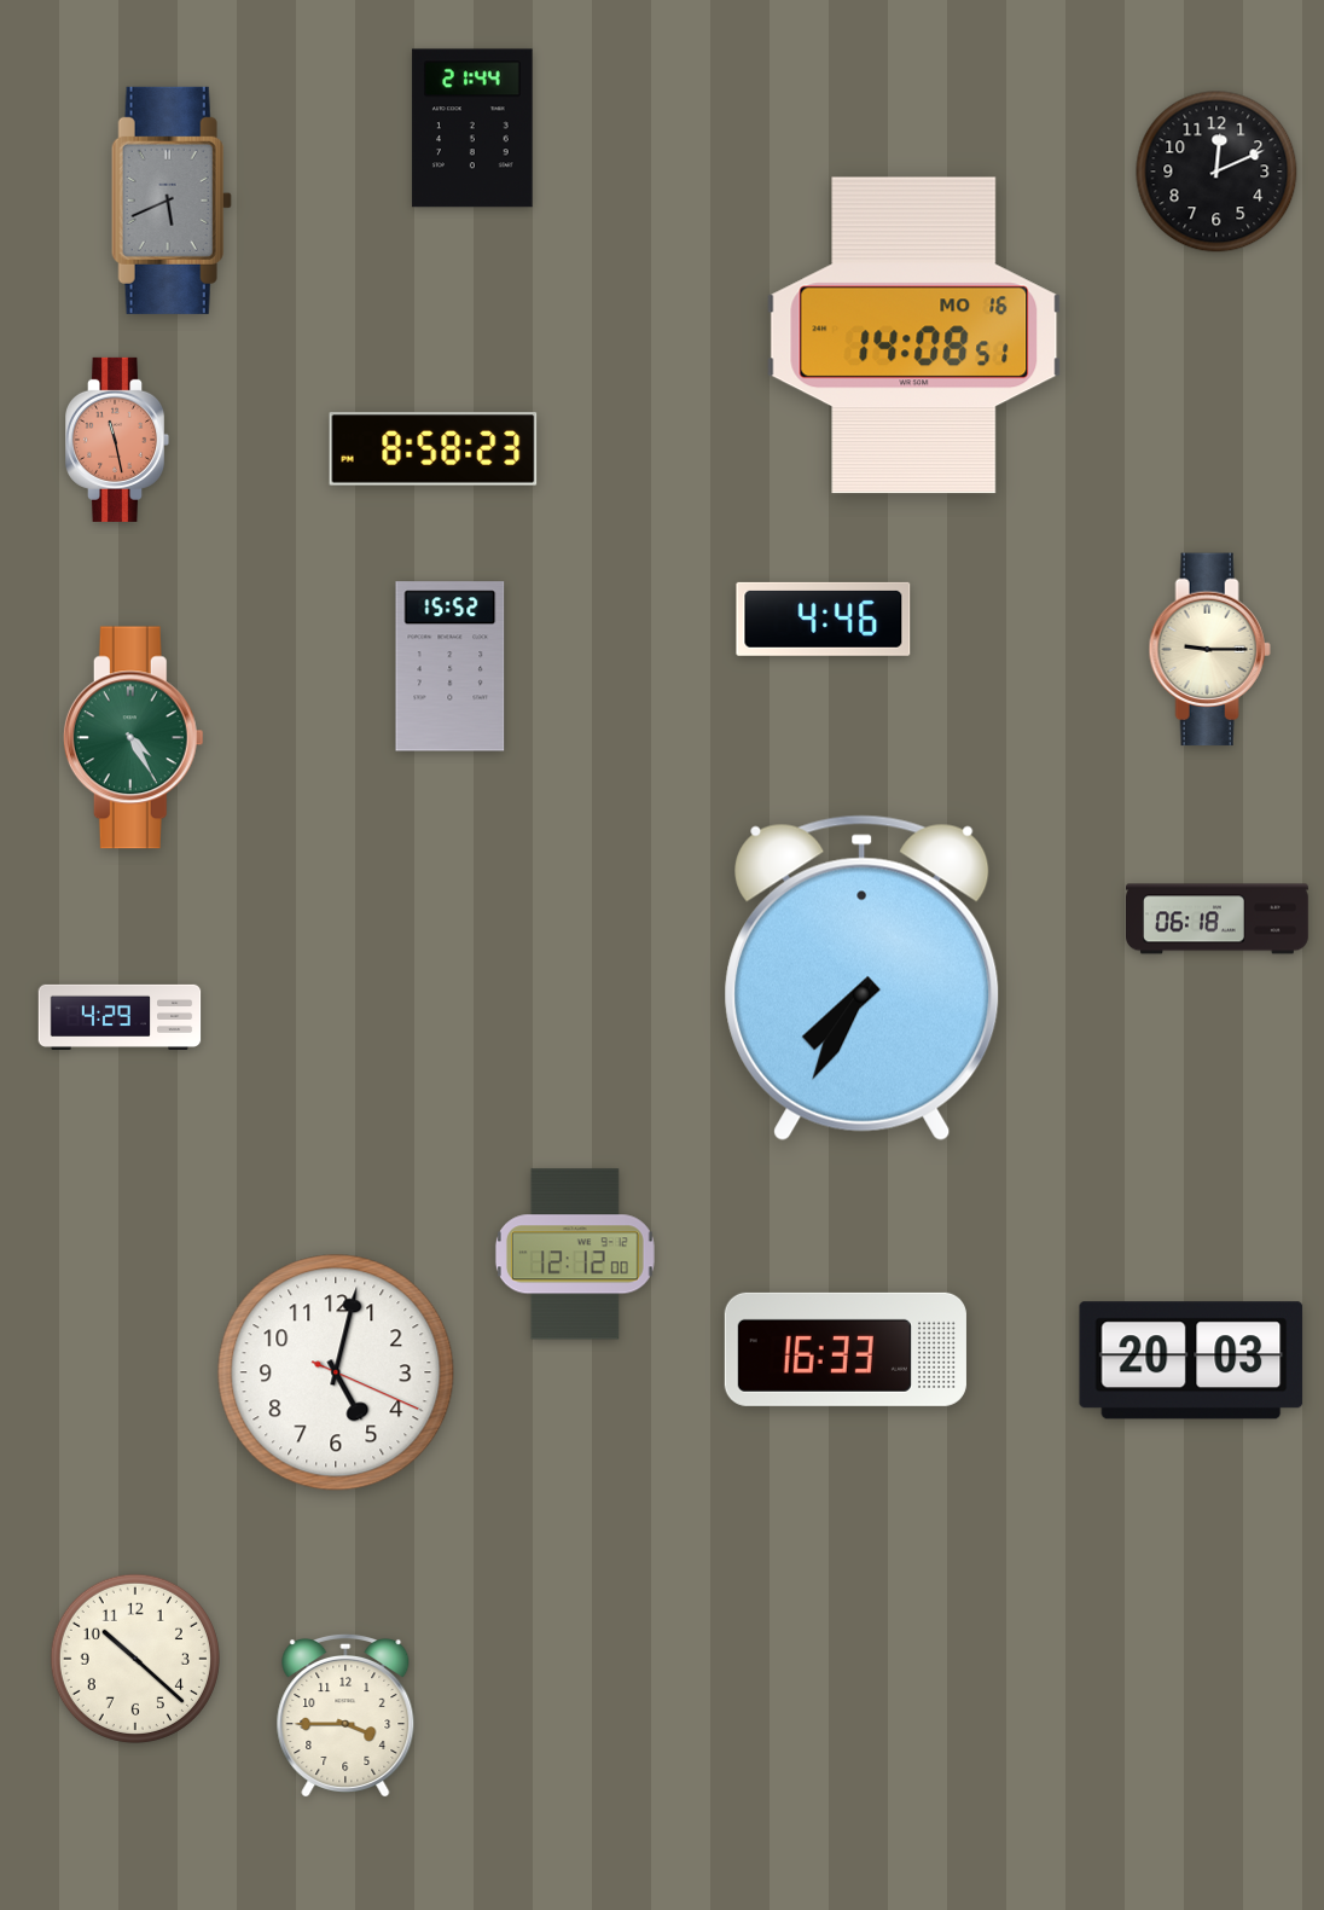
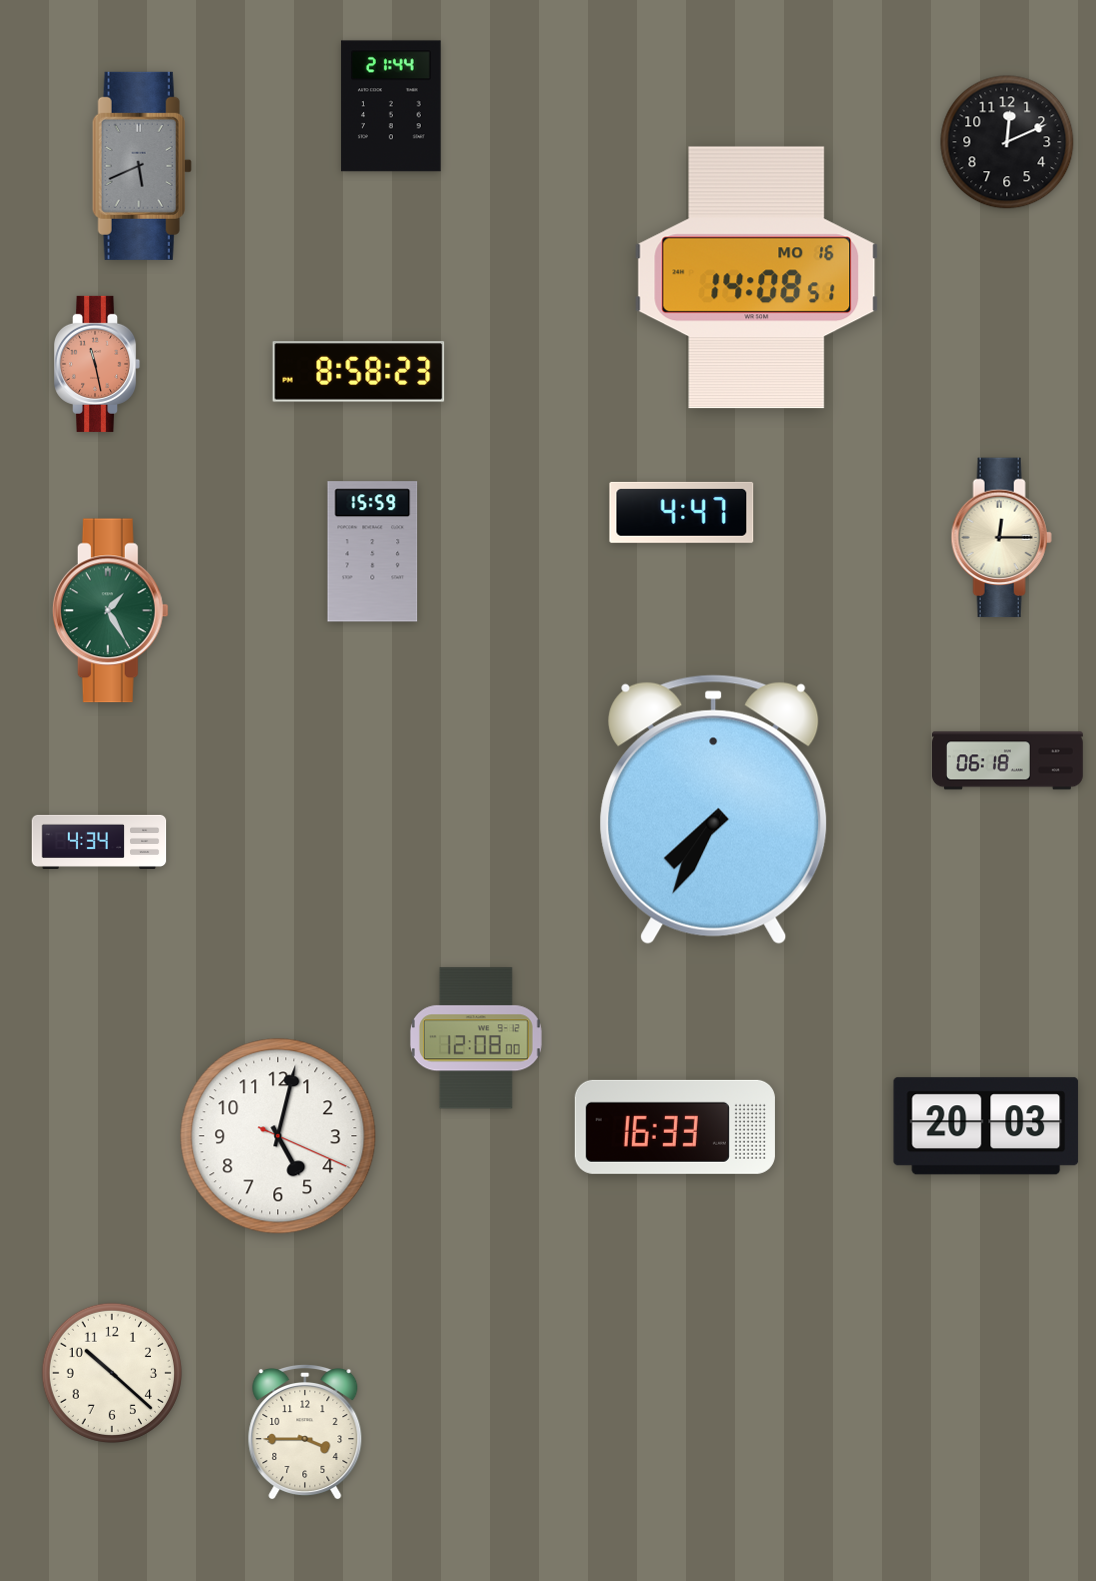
clock at (824, 619): 4:46 -> 4:47
clock at (1209, 650): 9:15 -> 12:15
clock at (451, 667): 15:52 -> 15:59
clock at (133, 738): 4:25 -> 1:25
clock at (120, 1017): 4:29 -> 4:34
clock at (575, 1254): 12:12 -> 12:08
clock at (846, 1349) position: (846, 1349) -> (675, 1127)
clock at (345, 1715) position: (345, 1715) -> (305, 1432)
